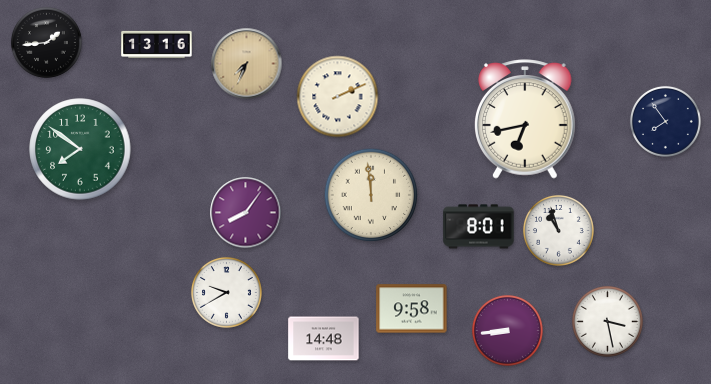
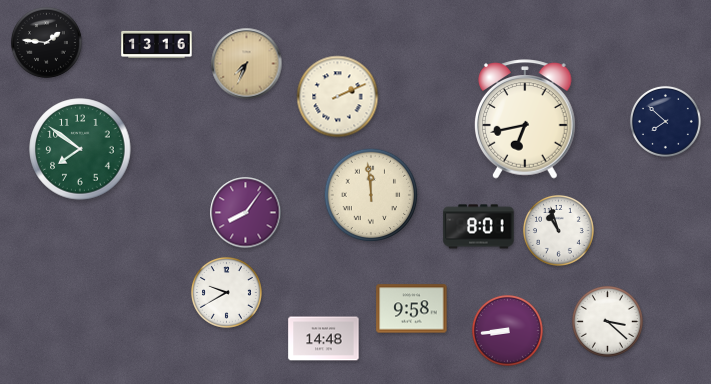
clock at (46, 42): 1:44 -> 1:46
clock at (665, 121): 7:54 -> 7:52
clock at (607, 321): 3:28 -> 3:22
